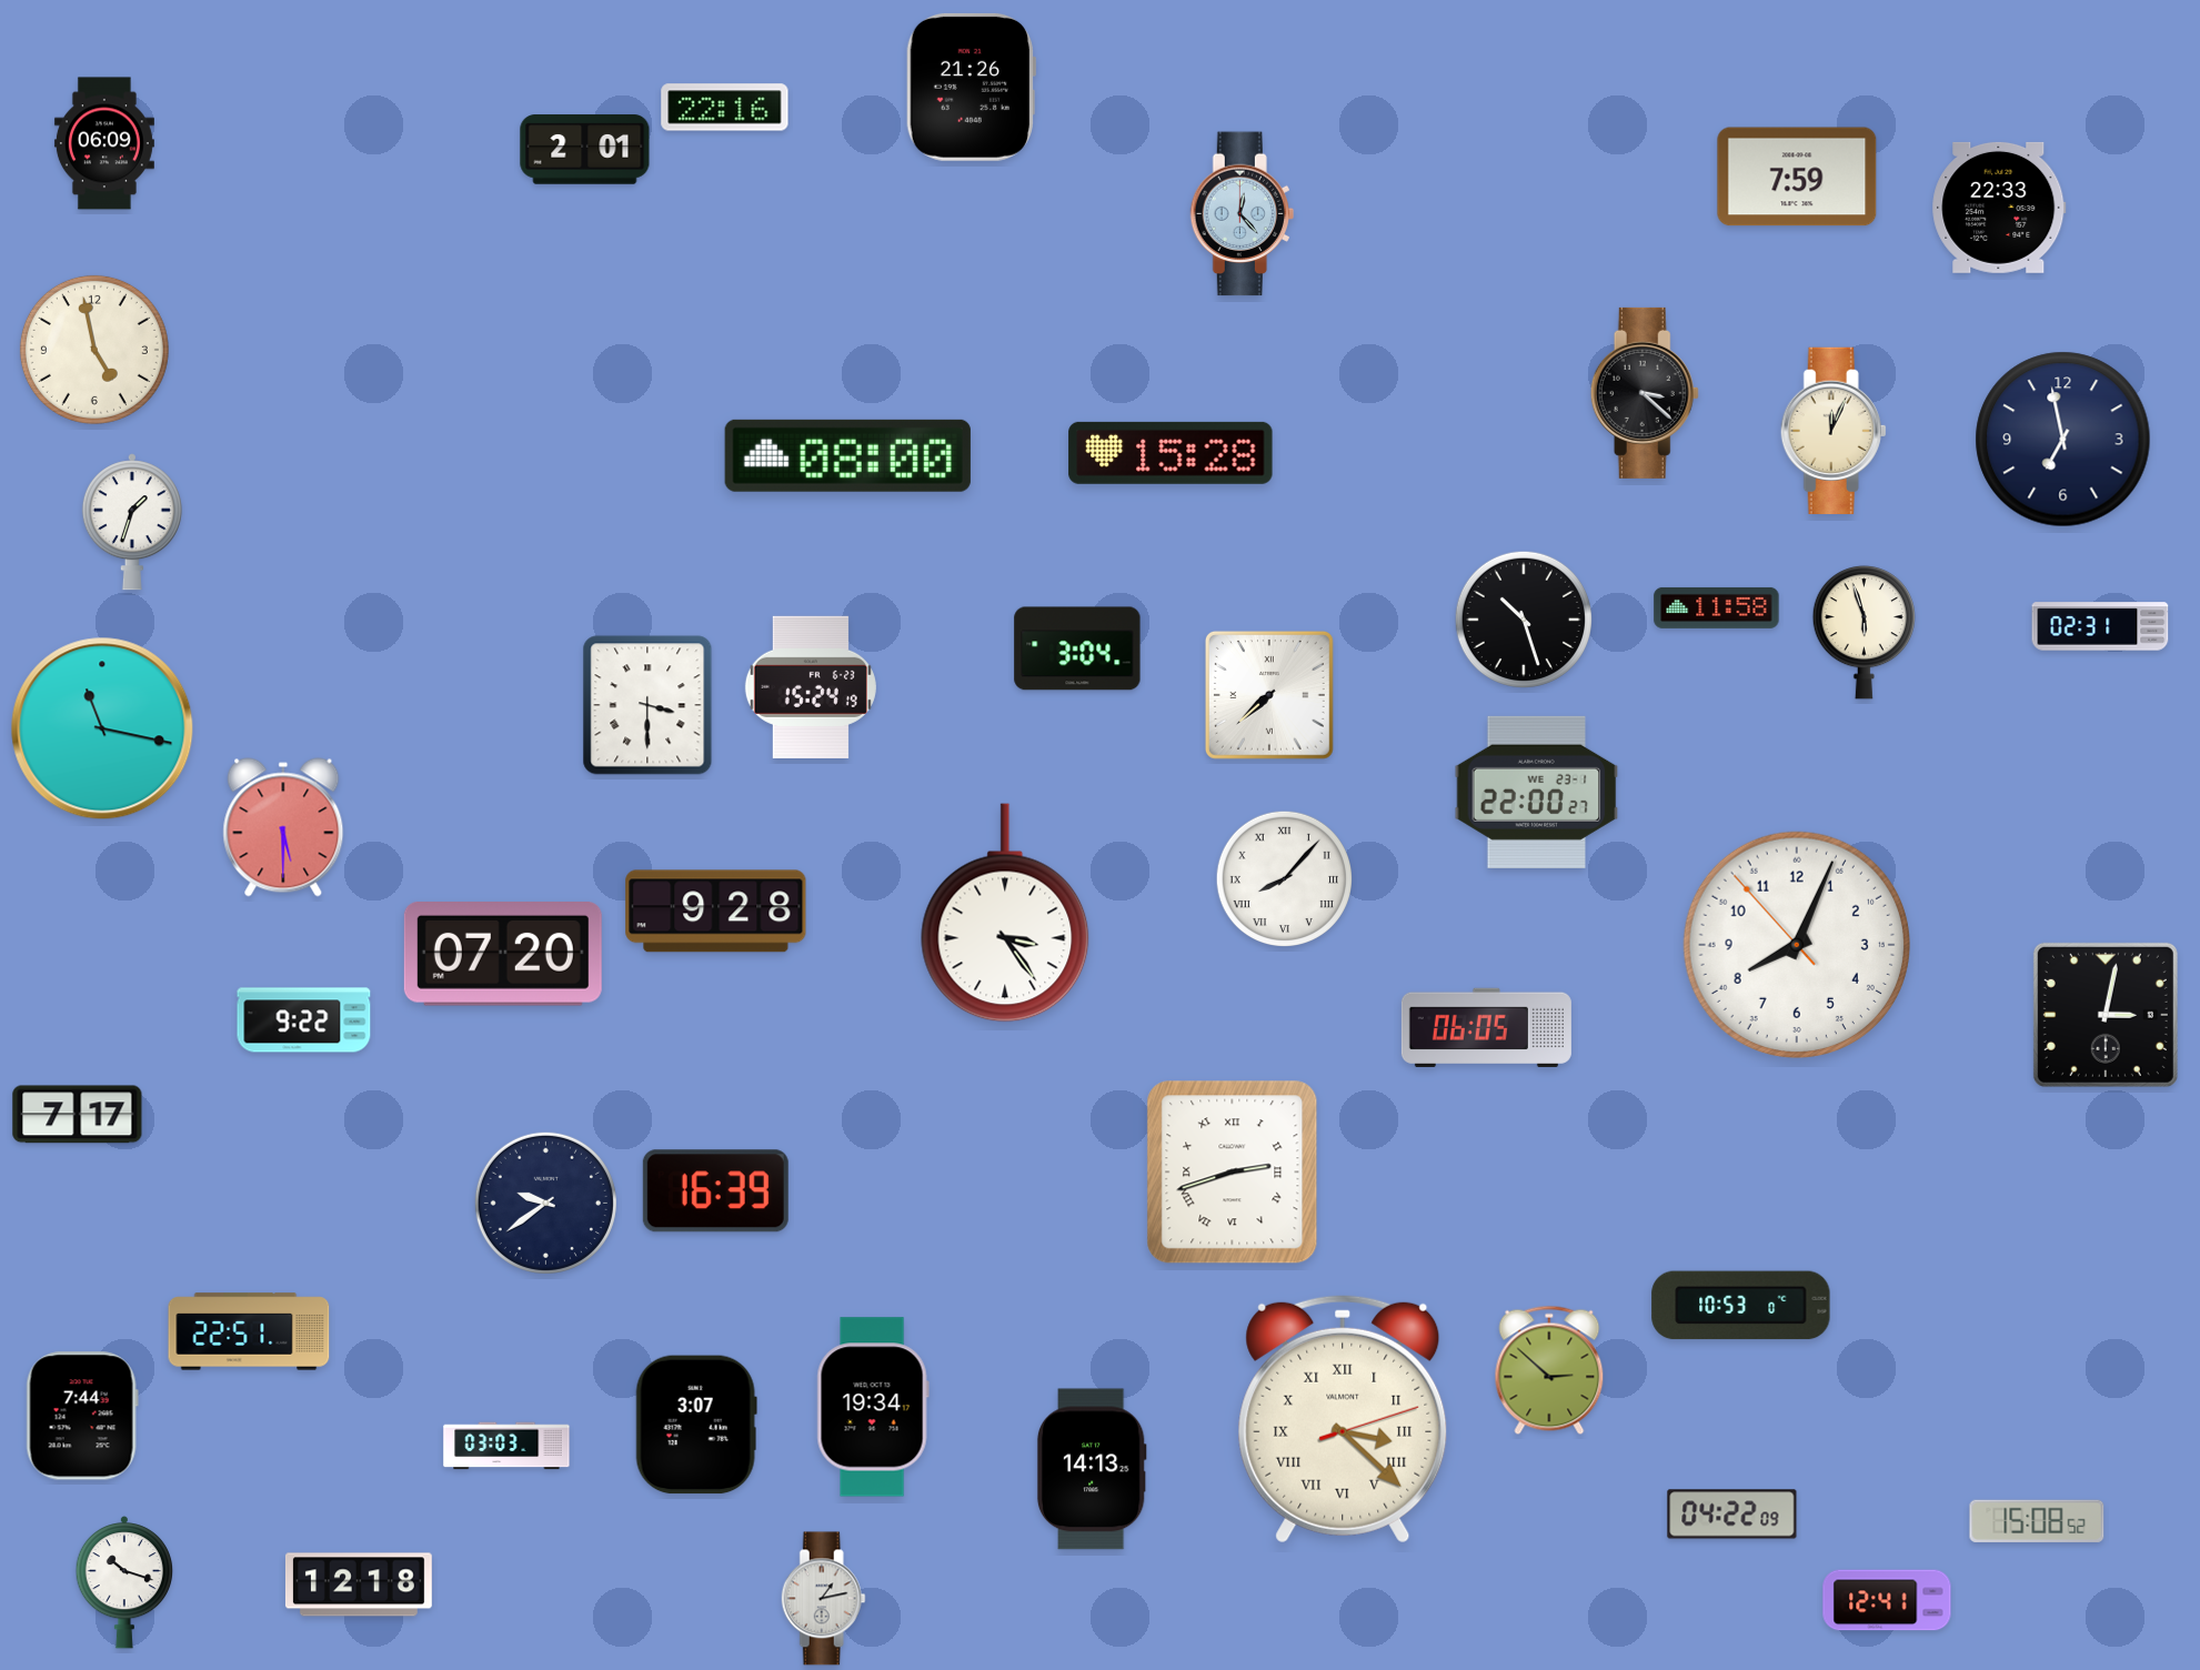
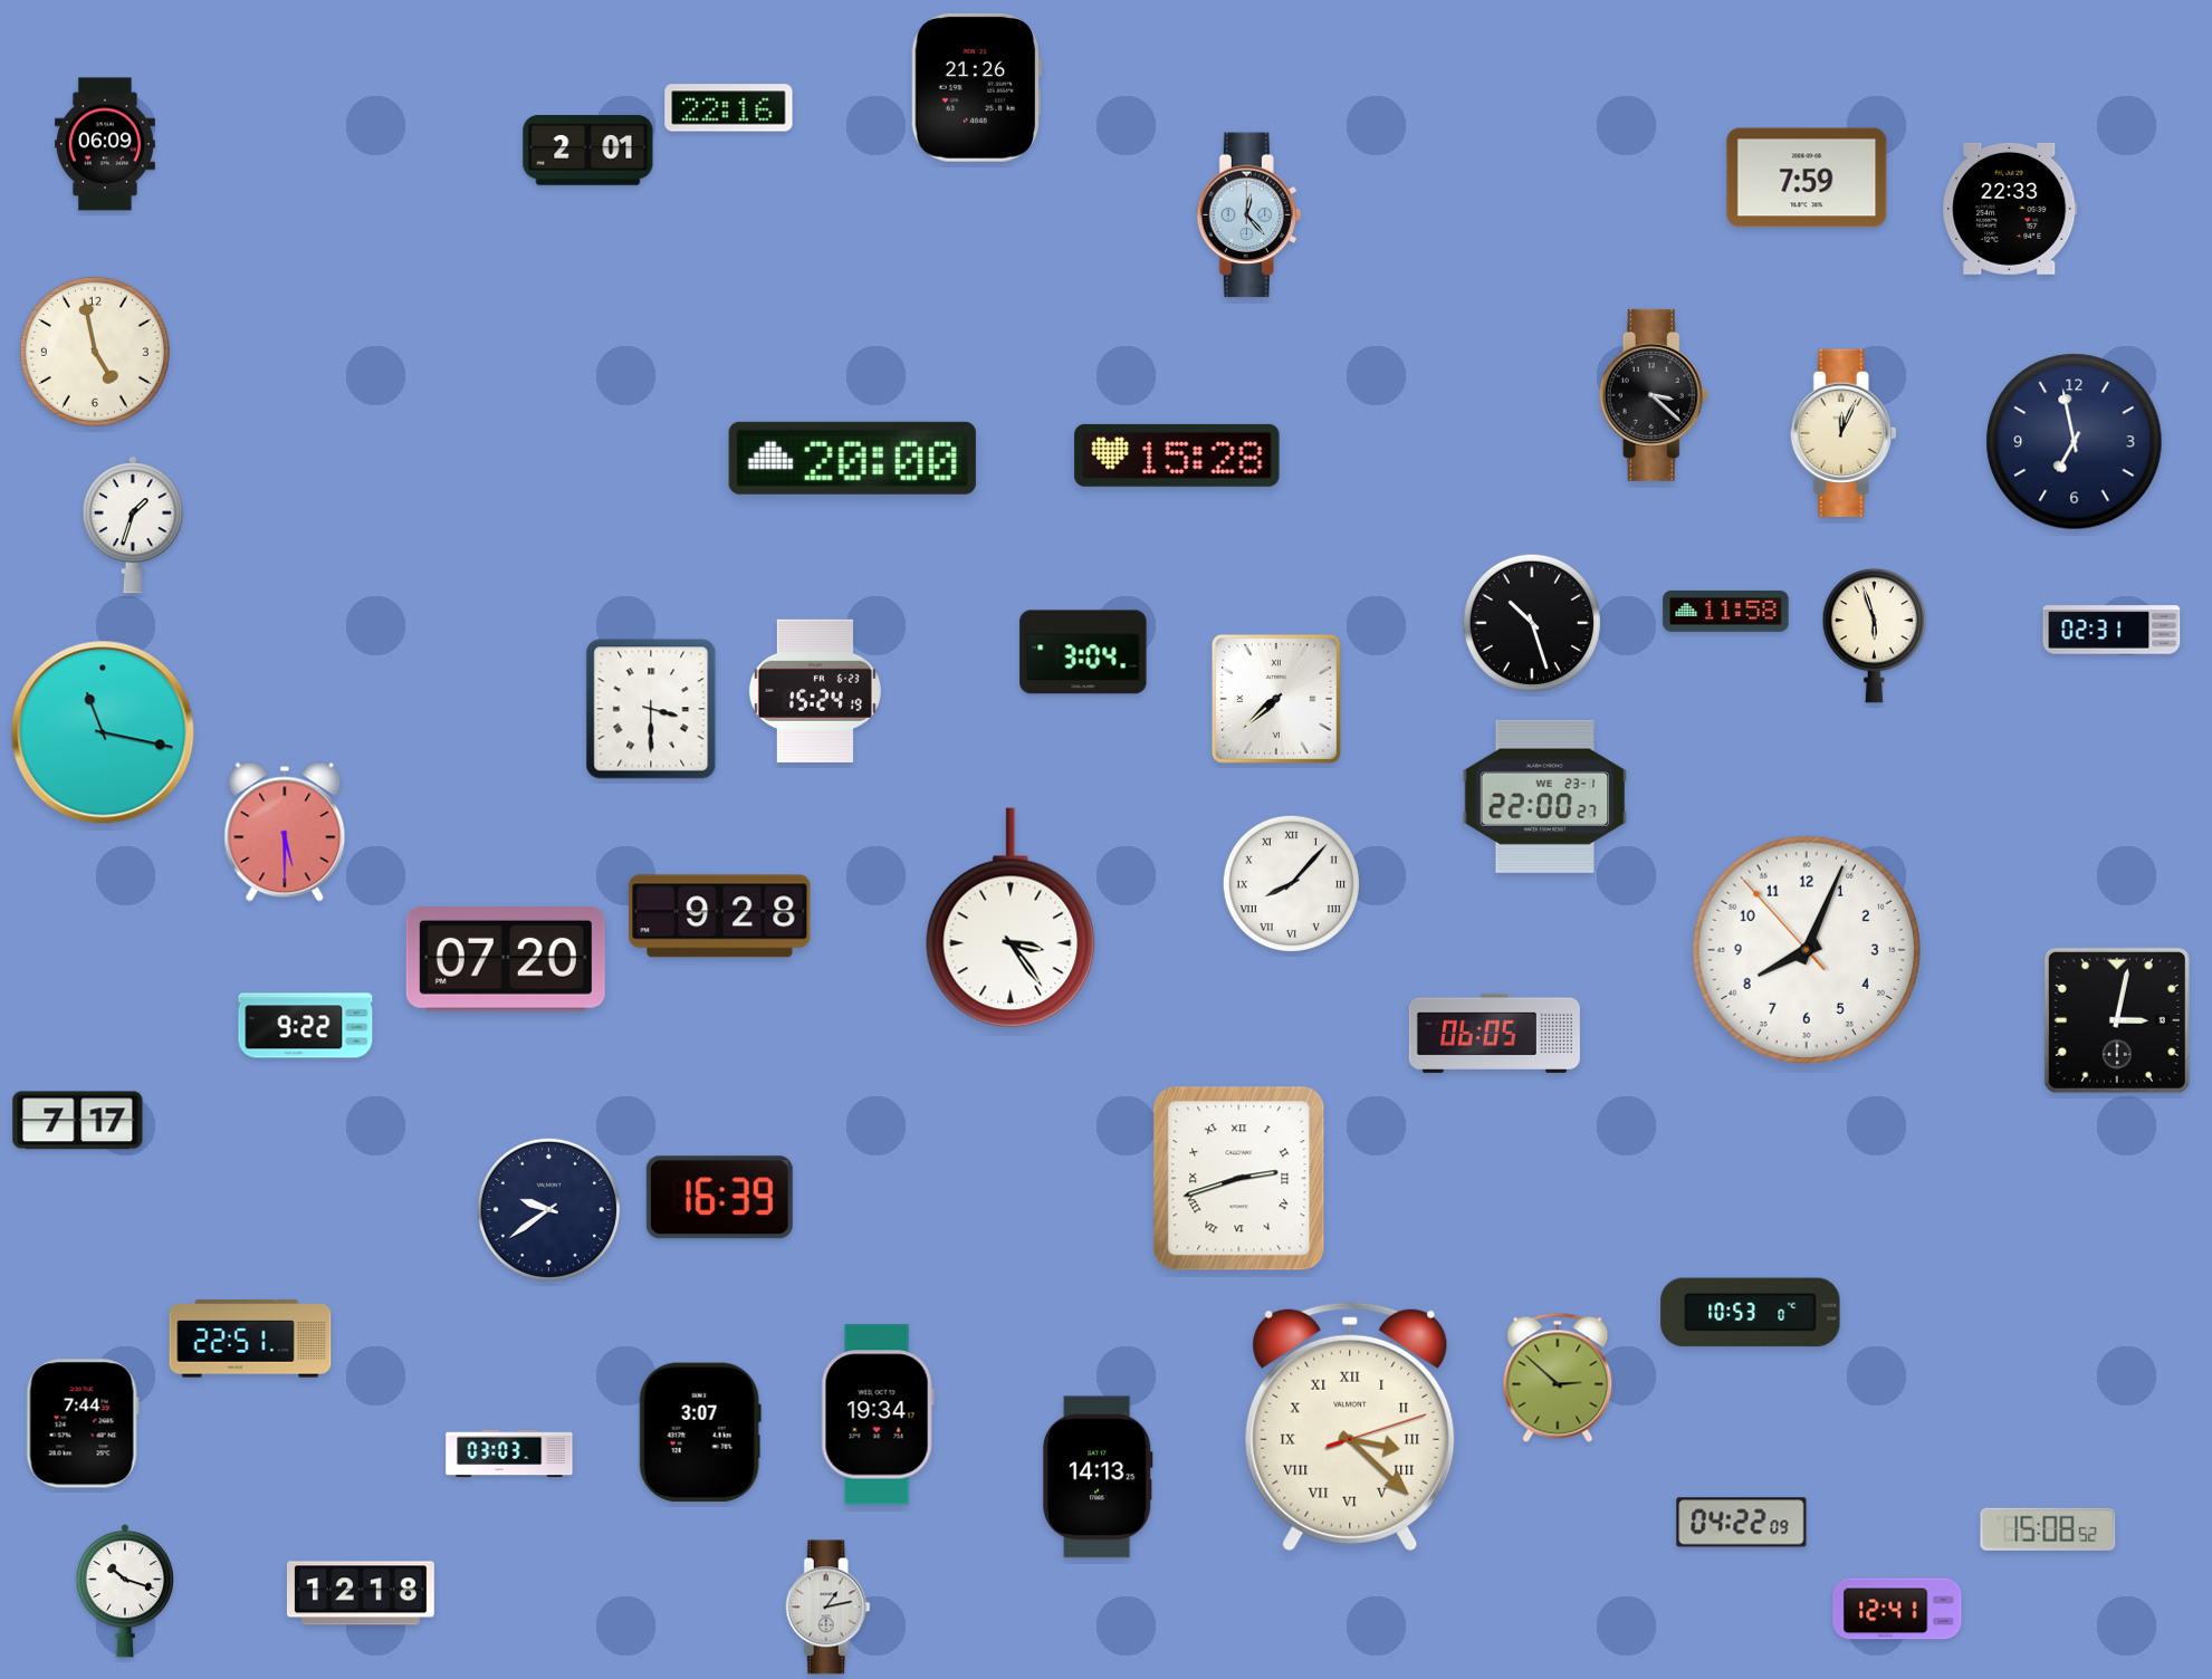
clock at (847, 455): 08:00 -> 20:00
